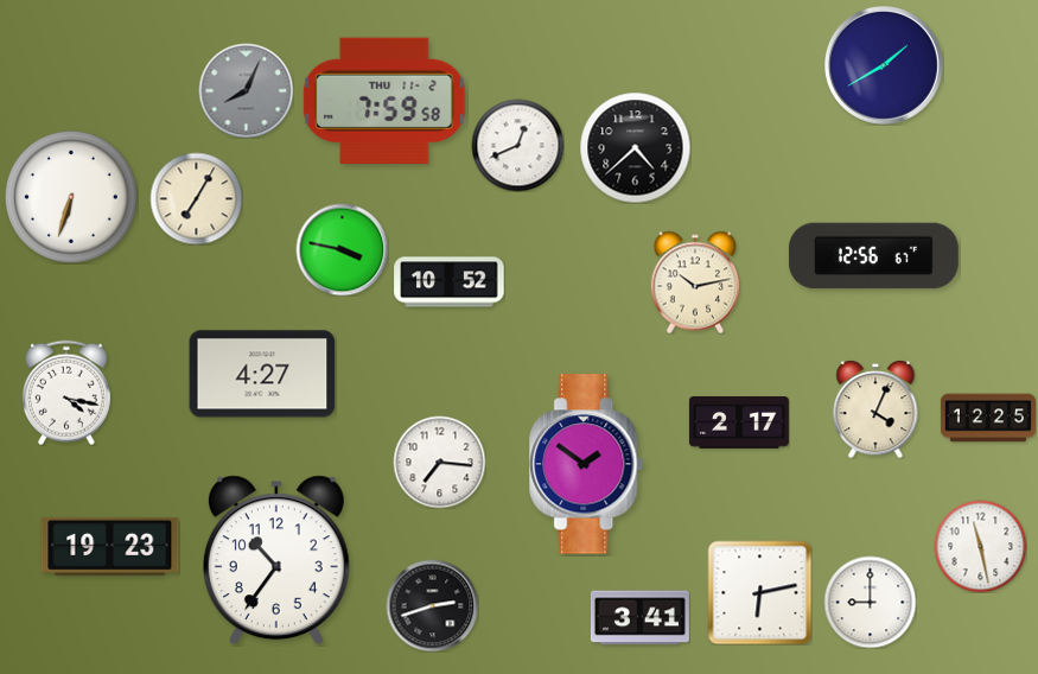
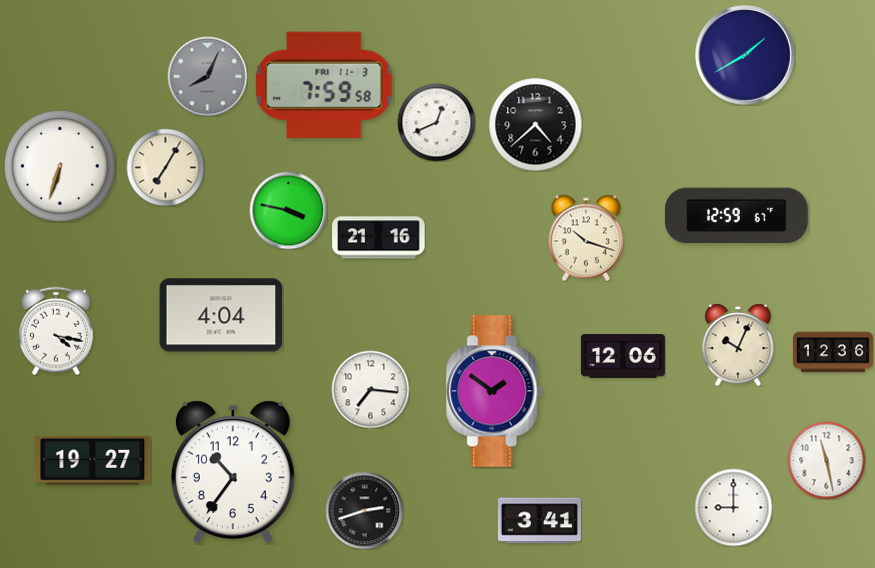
clock at (384, 100) date: THU 11-2 -> FRI 11-3
clock at (873, 256): 12:56 -> 12:59
clock at (450, 282): 10:52 -> 21:16
clock at (695, 282): 10:13 -> 10:18
clock at (262, 374): 4:27 -> 4:04
clock at (875, 409): 4:04 -> 10:04
clock at (988, 418): 12:25 -> 12:36
clock at (739, 424): 2:17 -> 12:06
clock at (110, 546): 19:23 -> 19:27
clock at (759, 592): 6:13 -> none
